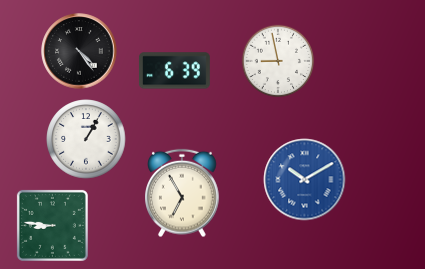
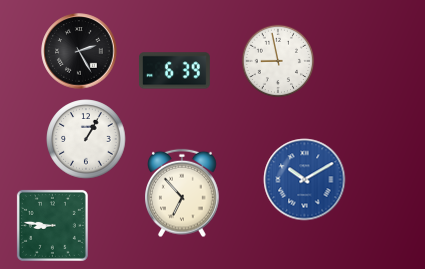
clock at (79, 51): 4:24 -> 2:25
clock at (183, 193): 6:55 -> 6:53
